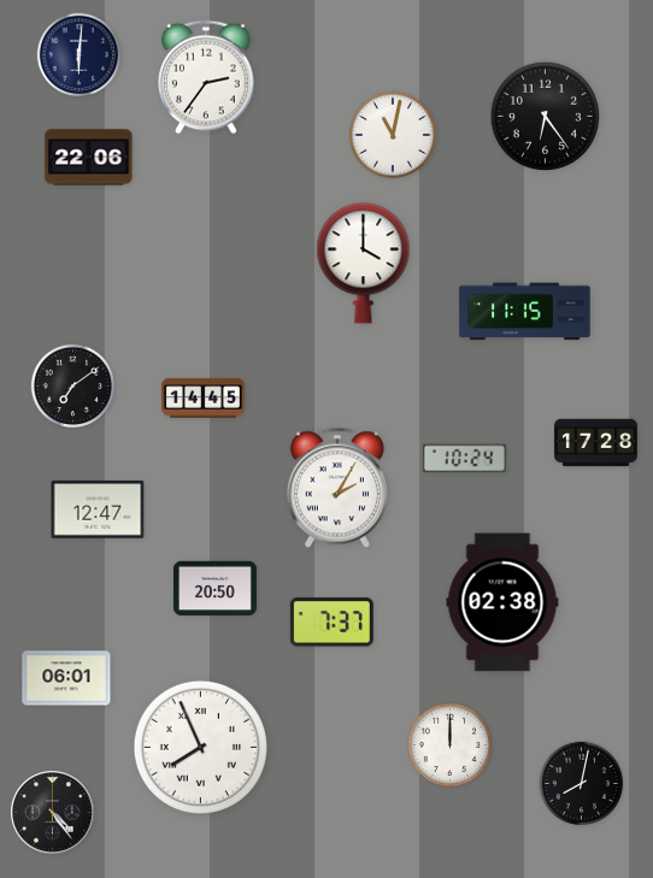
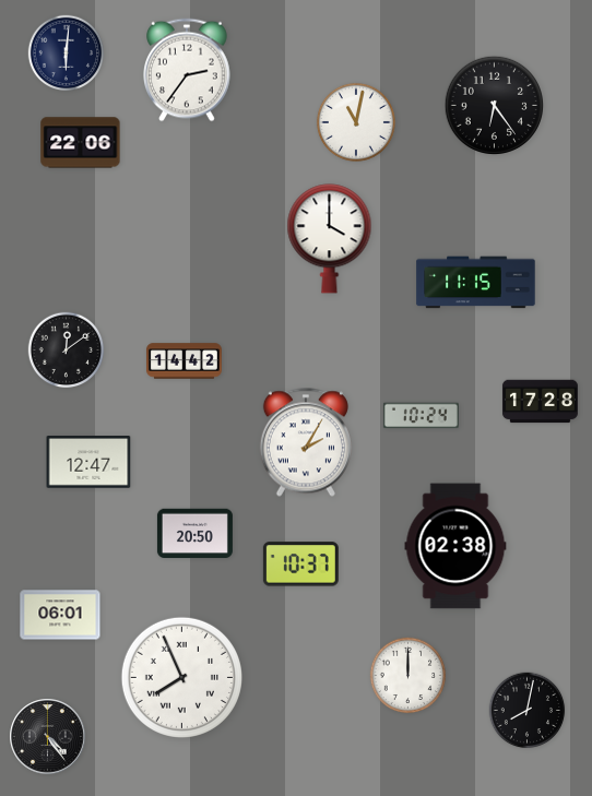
clock at (80, 55) position: (80, 55) -> (67, 54)
clock at (73, 387): 7:09 -> 12:09
clock at (202, 399): 14:45 -> 14:42
clock at (331, 623): 7:37 -> 10:37
